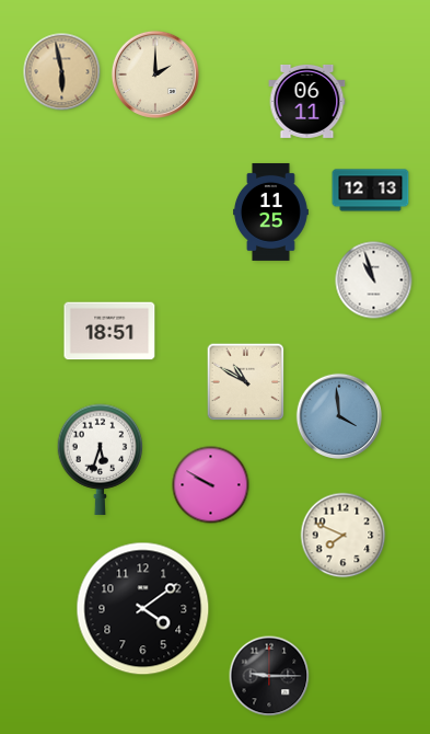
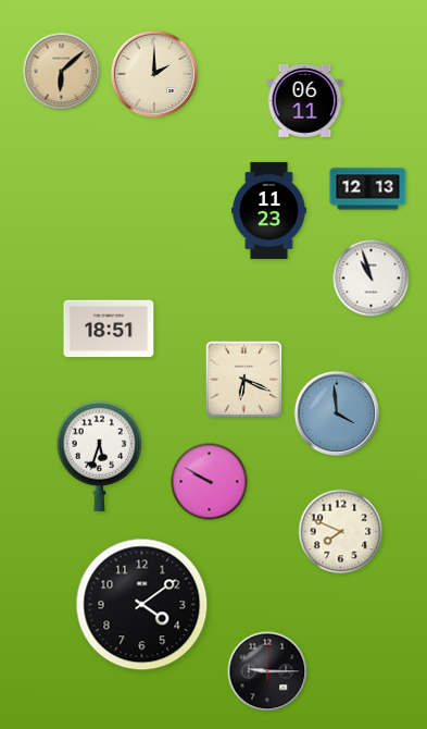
clock at (62, 72): 5:58 -> 6:08
clock at (271, 211): 11:25 -> 11:23
clock at (246, 382): 10:50 -> 6:19
